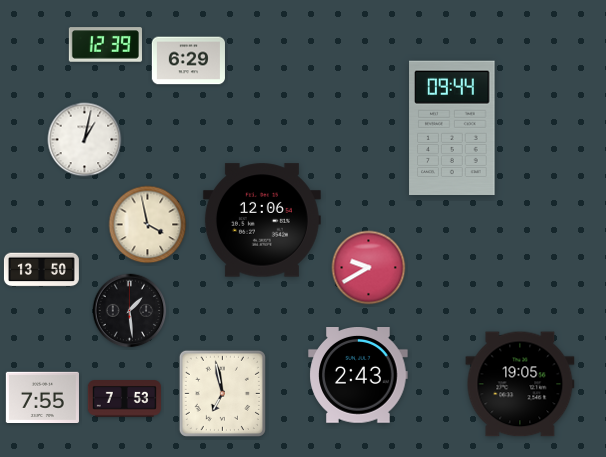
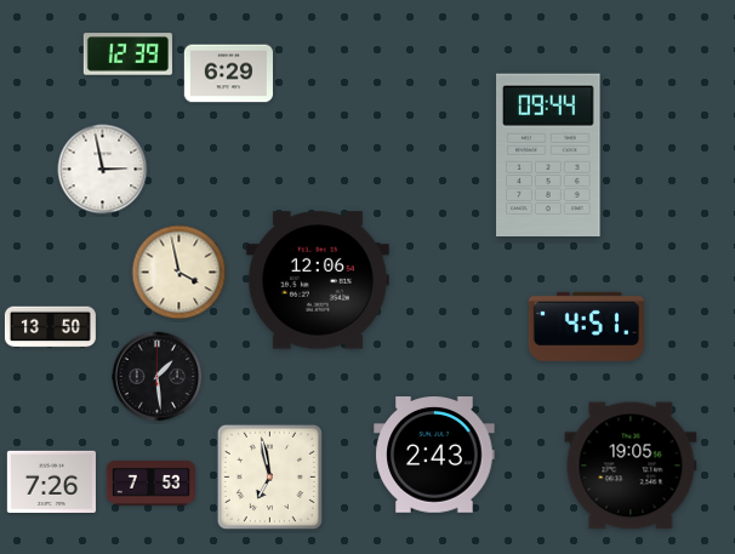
clock at (85, 140): 1:02 -> 2:58
clock at (262, 220) position: (262, 220) -> (318, 280)
clock at (369, 268): 9:40 -> none
clock at (586, 326): none -> 4:51
clock at (42, 397): 7:55 -> 7:26
